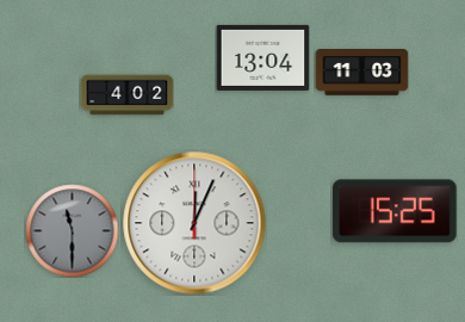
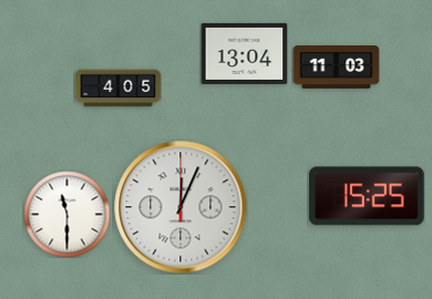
clock at (126, 95): 4:02 -> 4:05
clock at (72, 230) dial: grey -> white
